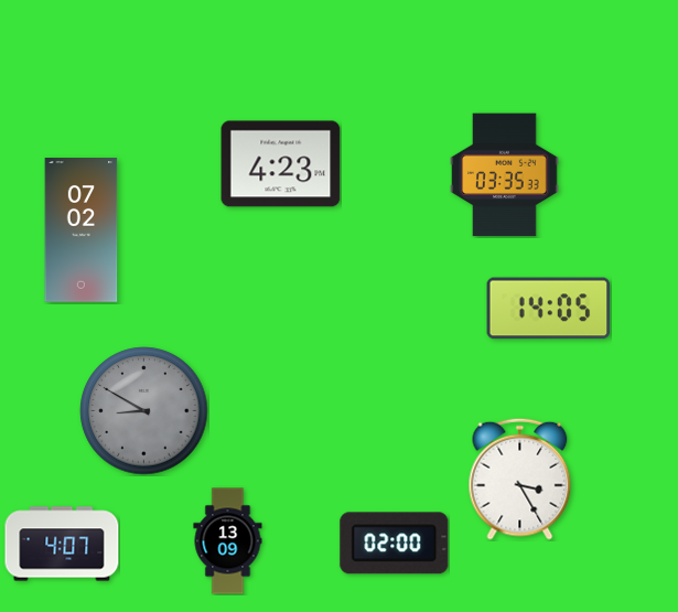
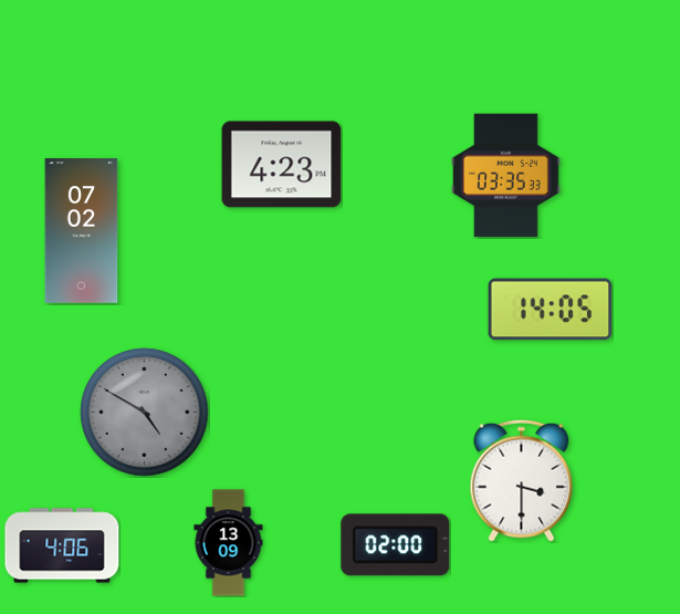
clock at (144, 411): 8:50 -> 4:50
clock at (520, 479): 3:25 -> 3:30
clock at (62, 544): 4:07 -> 4:06
